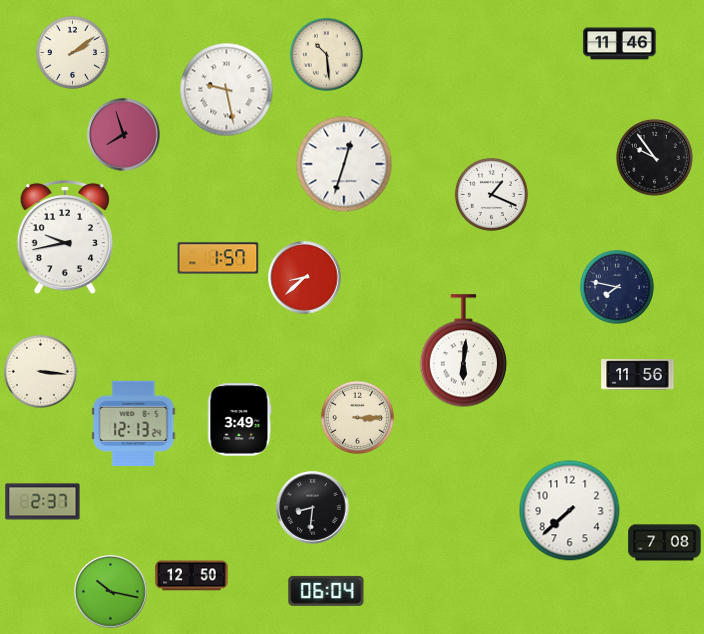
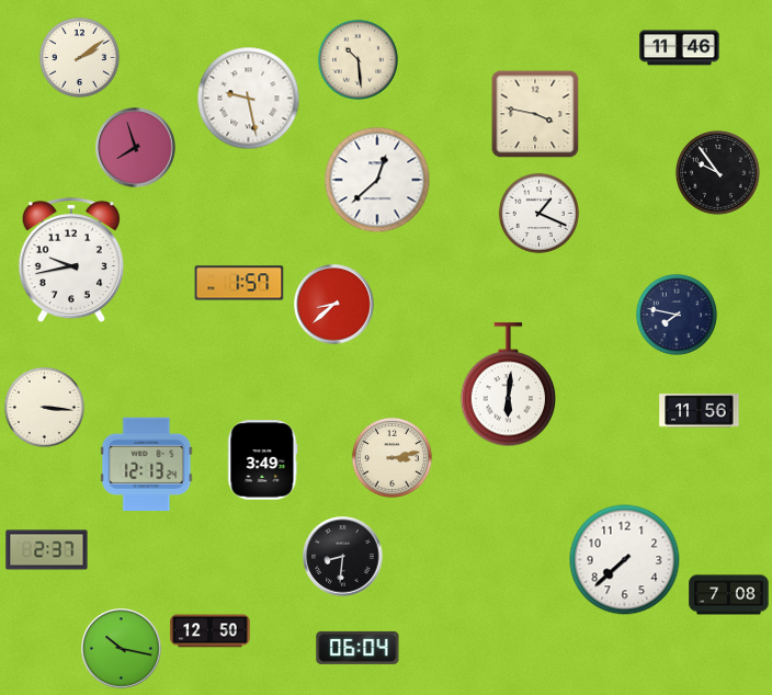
clock at (535, 114): none -> 3:47
clock at (344, 164): 12:33 -> 12:38
clock at (357, 417): 3:15 -> 3:13
